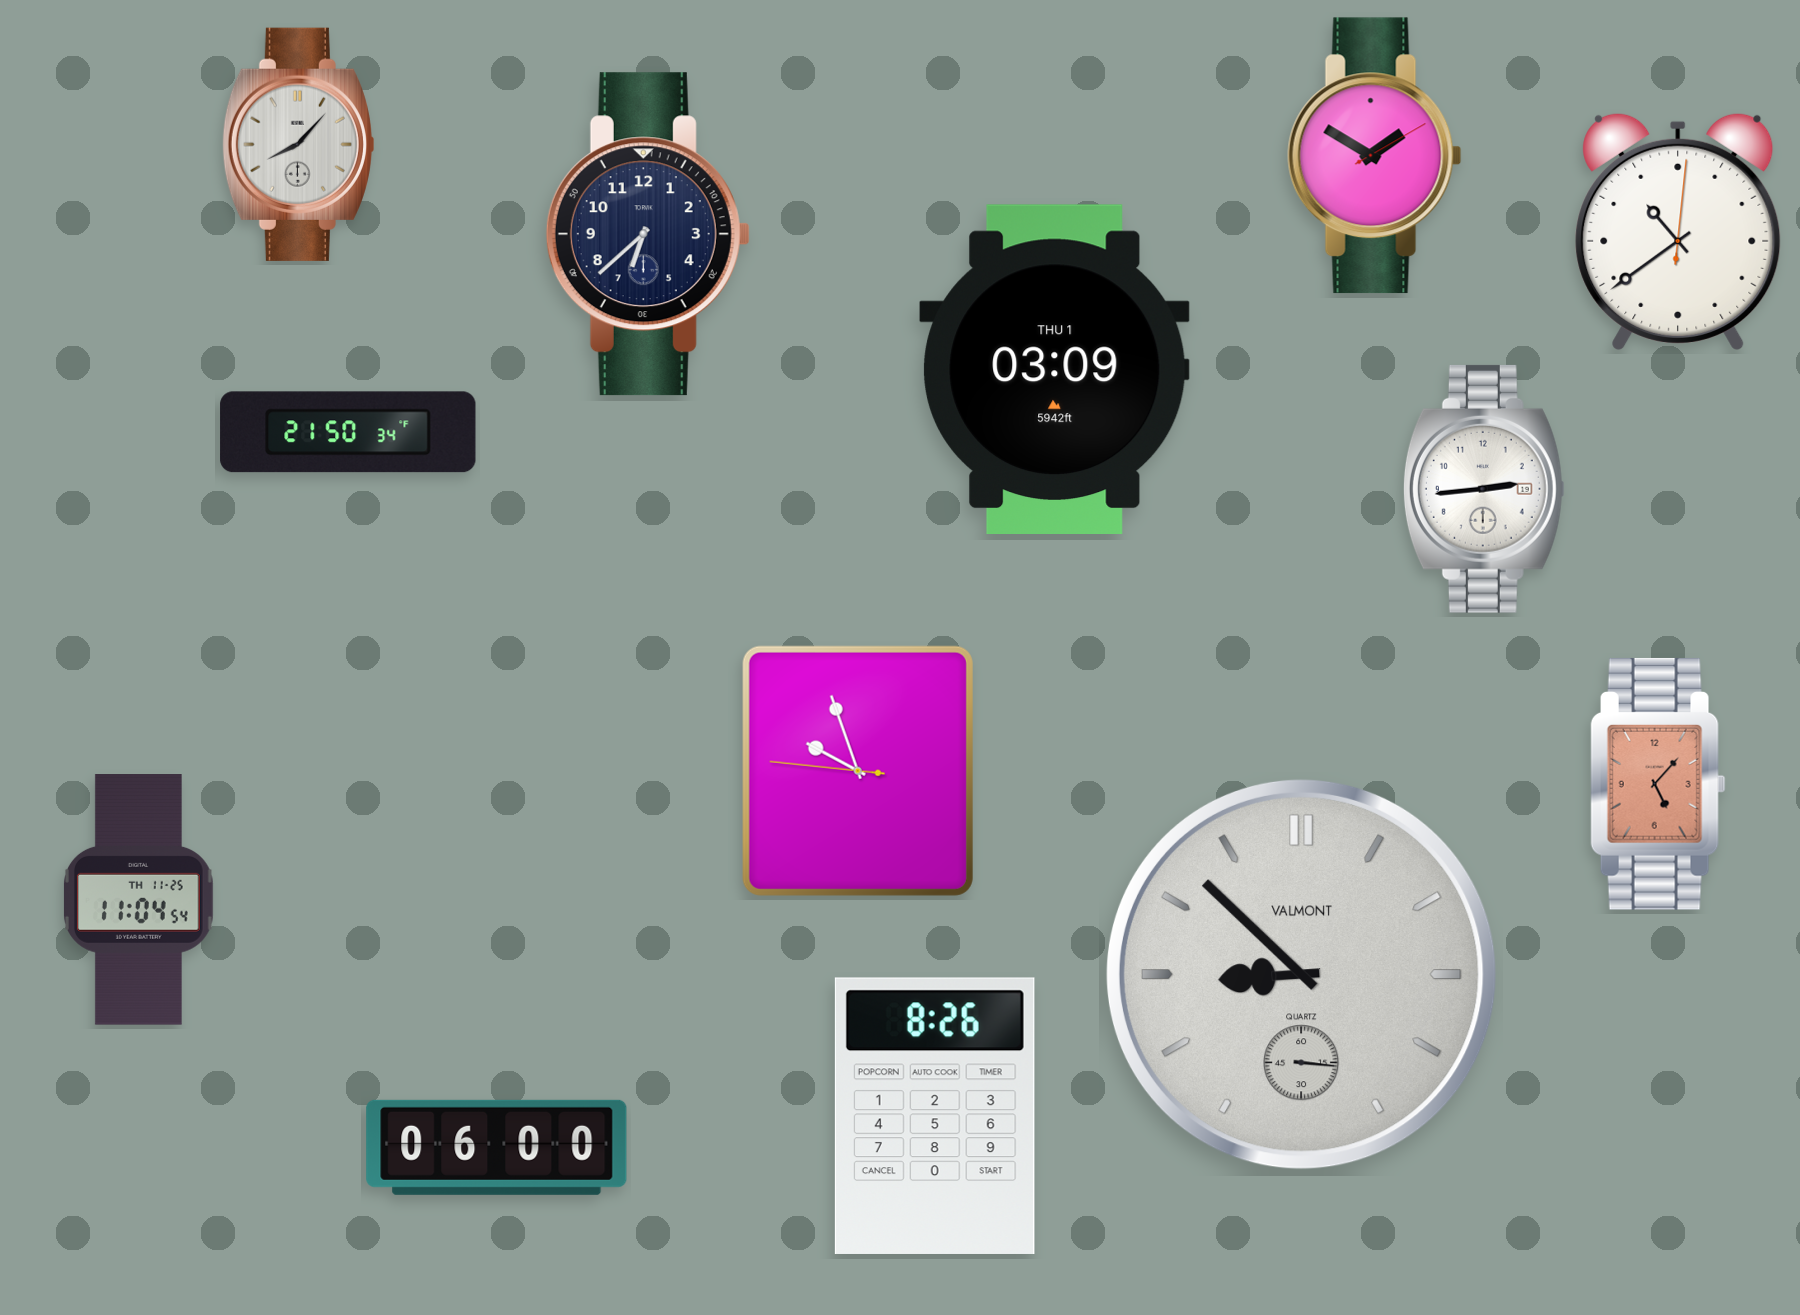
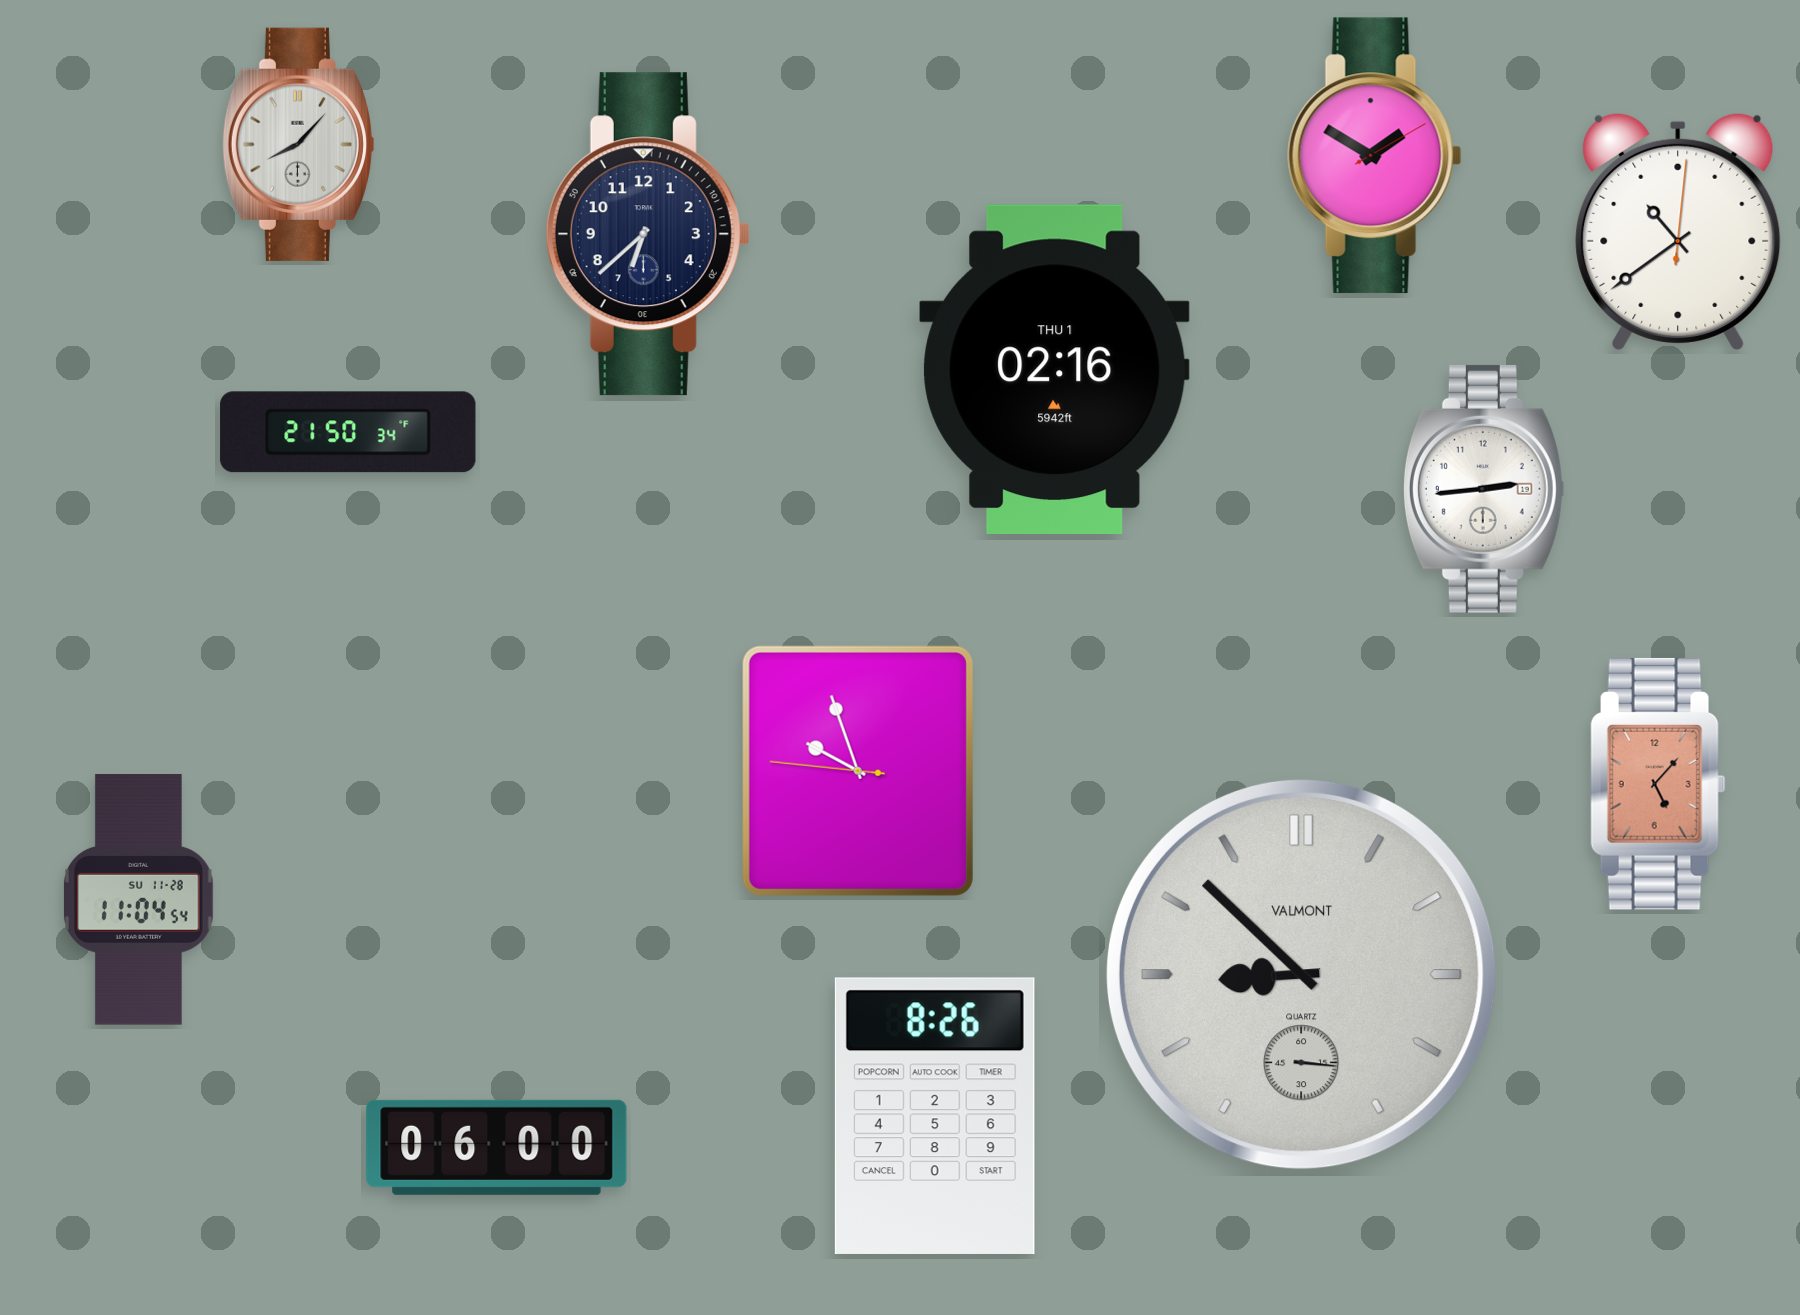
clock at (1055, 369): 03:09 -> 02:16
clock at (138, 900) date: TH 11-25 -> SU 11-28
